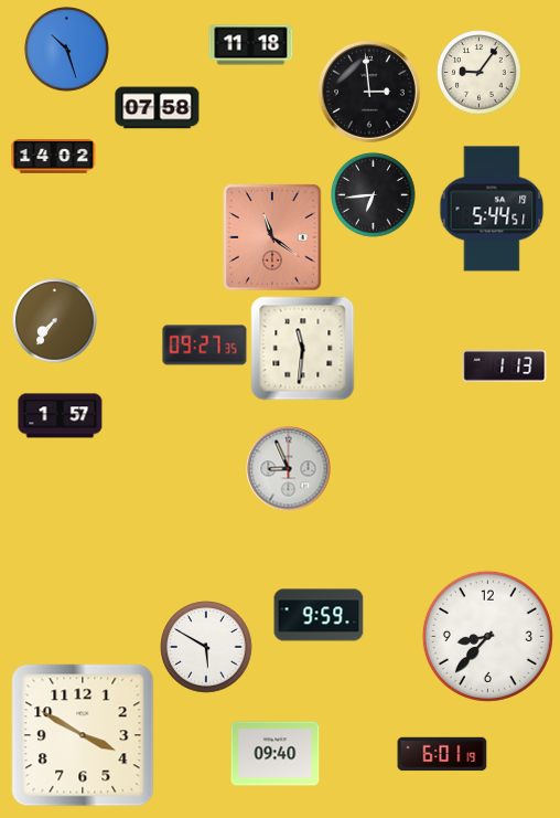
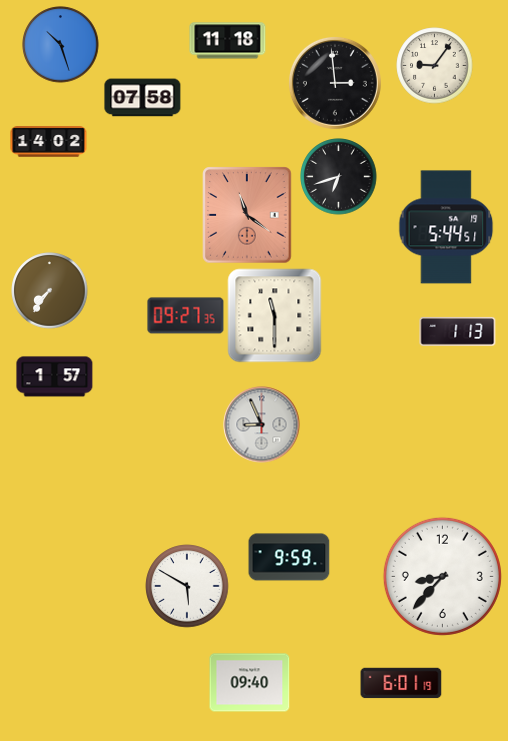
clock at (374, 195): 6:44 -> 6:42
clock at (492, 209) position: (492, 209) -> (446, 227)
clock at (205, 346) position: (205, 346) -> (186, 316)
clock at (303, 349): 11:31 -> 11:30
clock at (83, 735): 3:50 -> none
